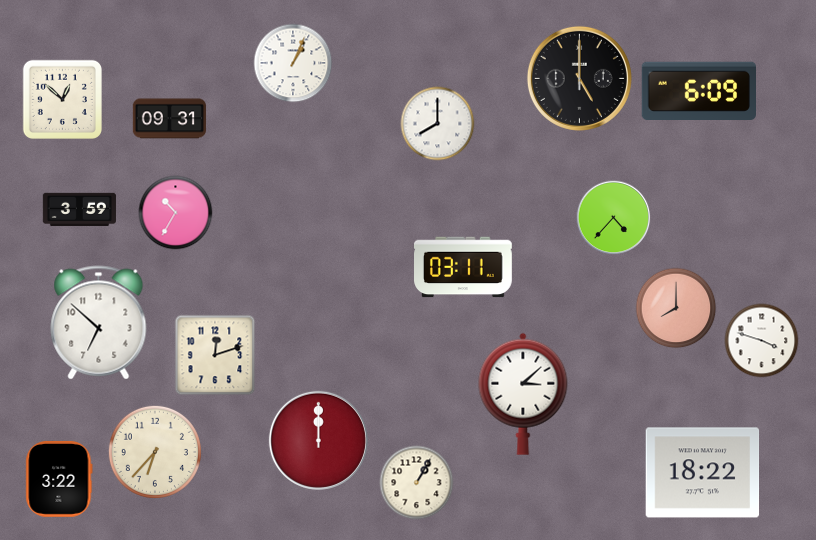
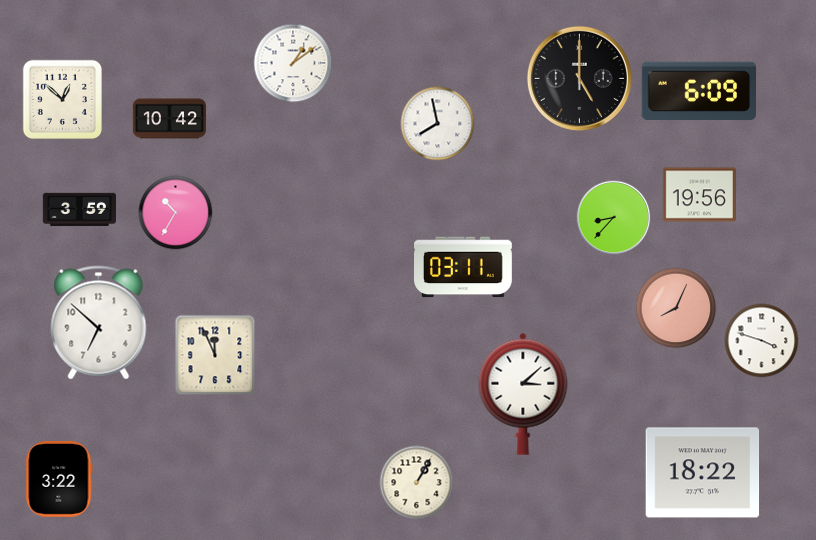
clock at (293, 63): 1:04 -> 1:09
clock at (169, 119): 09:31 -> 10:42
clock at (438, 124): 8:00 -> 7:58
clock at (699, 195): none -> 19:56
clock at (614, 218): 4:37 -> 8:37
clock at (676, 308): 8:00 -> 8:04
clock at (215, 355): 12:12 -> 11:56
clock at (318, 440): 12:00 -> none
clock at (155, 452): 6:37 -> none
